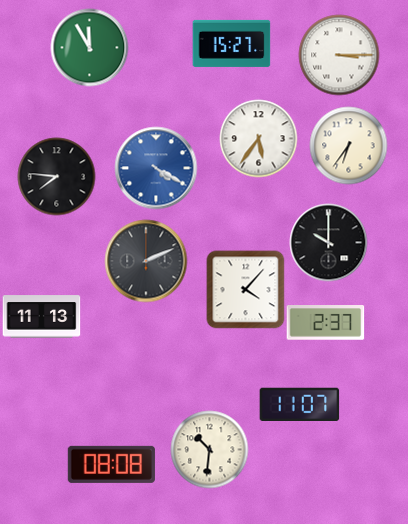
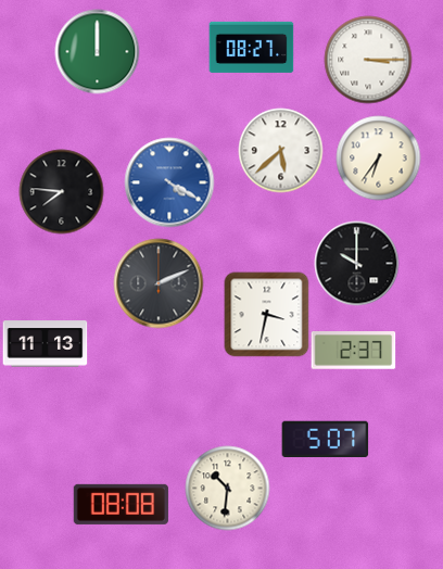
clock at (231, 43): 15:27 -> 08:27
clock at (89, 47): 11:55 -> 12:00
clock at (258, 138): 5:36 -> 5:38
clock at (245, 289): 4:07 -> 3:32
clock at (299, 405): 11:07 -> 5:07
